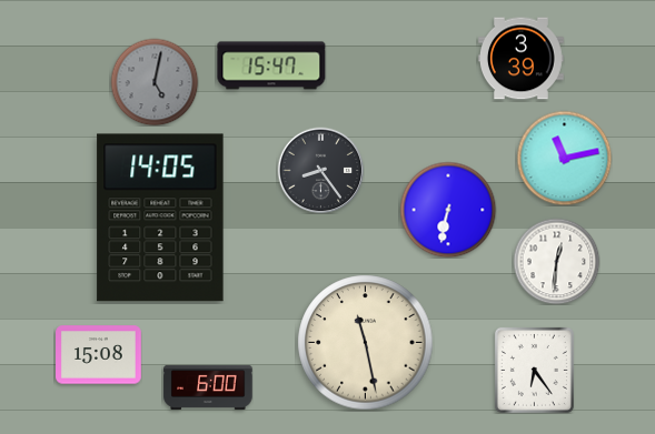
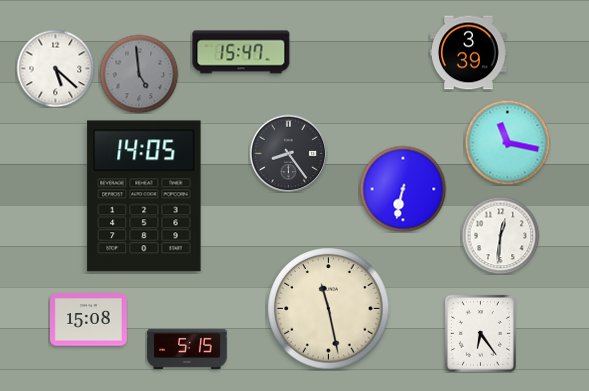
clock at (271, 65) position: (271, 65) -> (241, 52)
clock at (55, 68): none -> 5:22
clock at (155, 82): 5:02 -> 4:59
clock at (564, 158): 11:13 -> 11:17
clock at (208, 387): 6:00 -> 5:15
